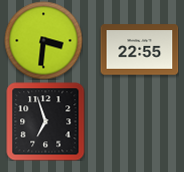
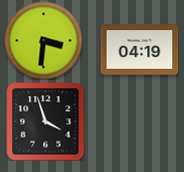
clock at (139, 50): 22:55 -> 04:19
clock at (45, 121): 6:57 -> 3:57
